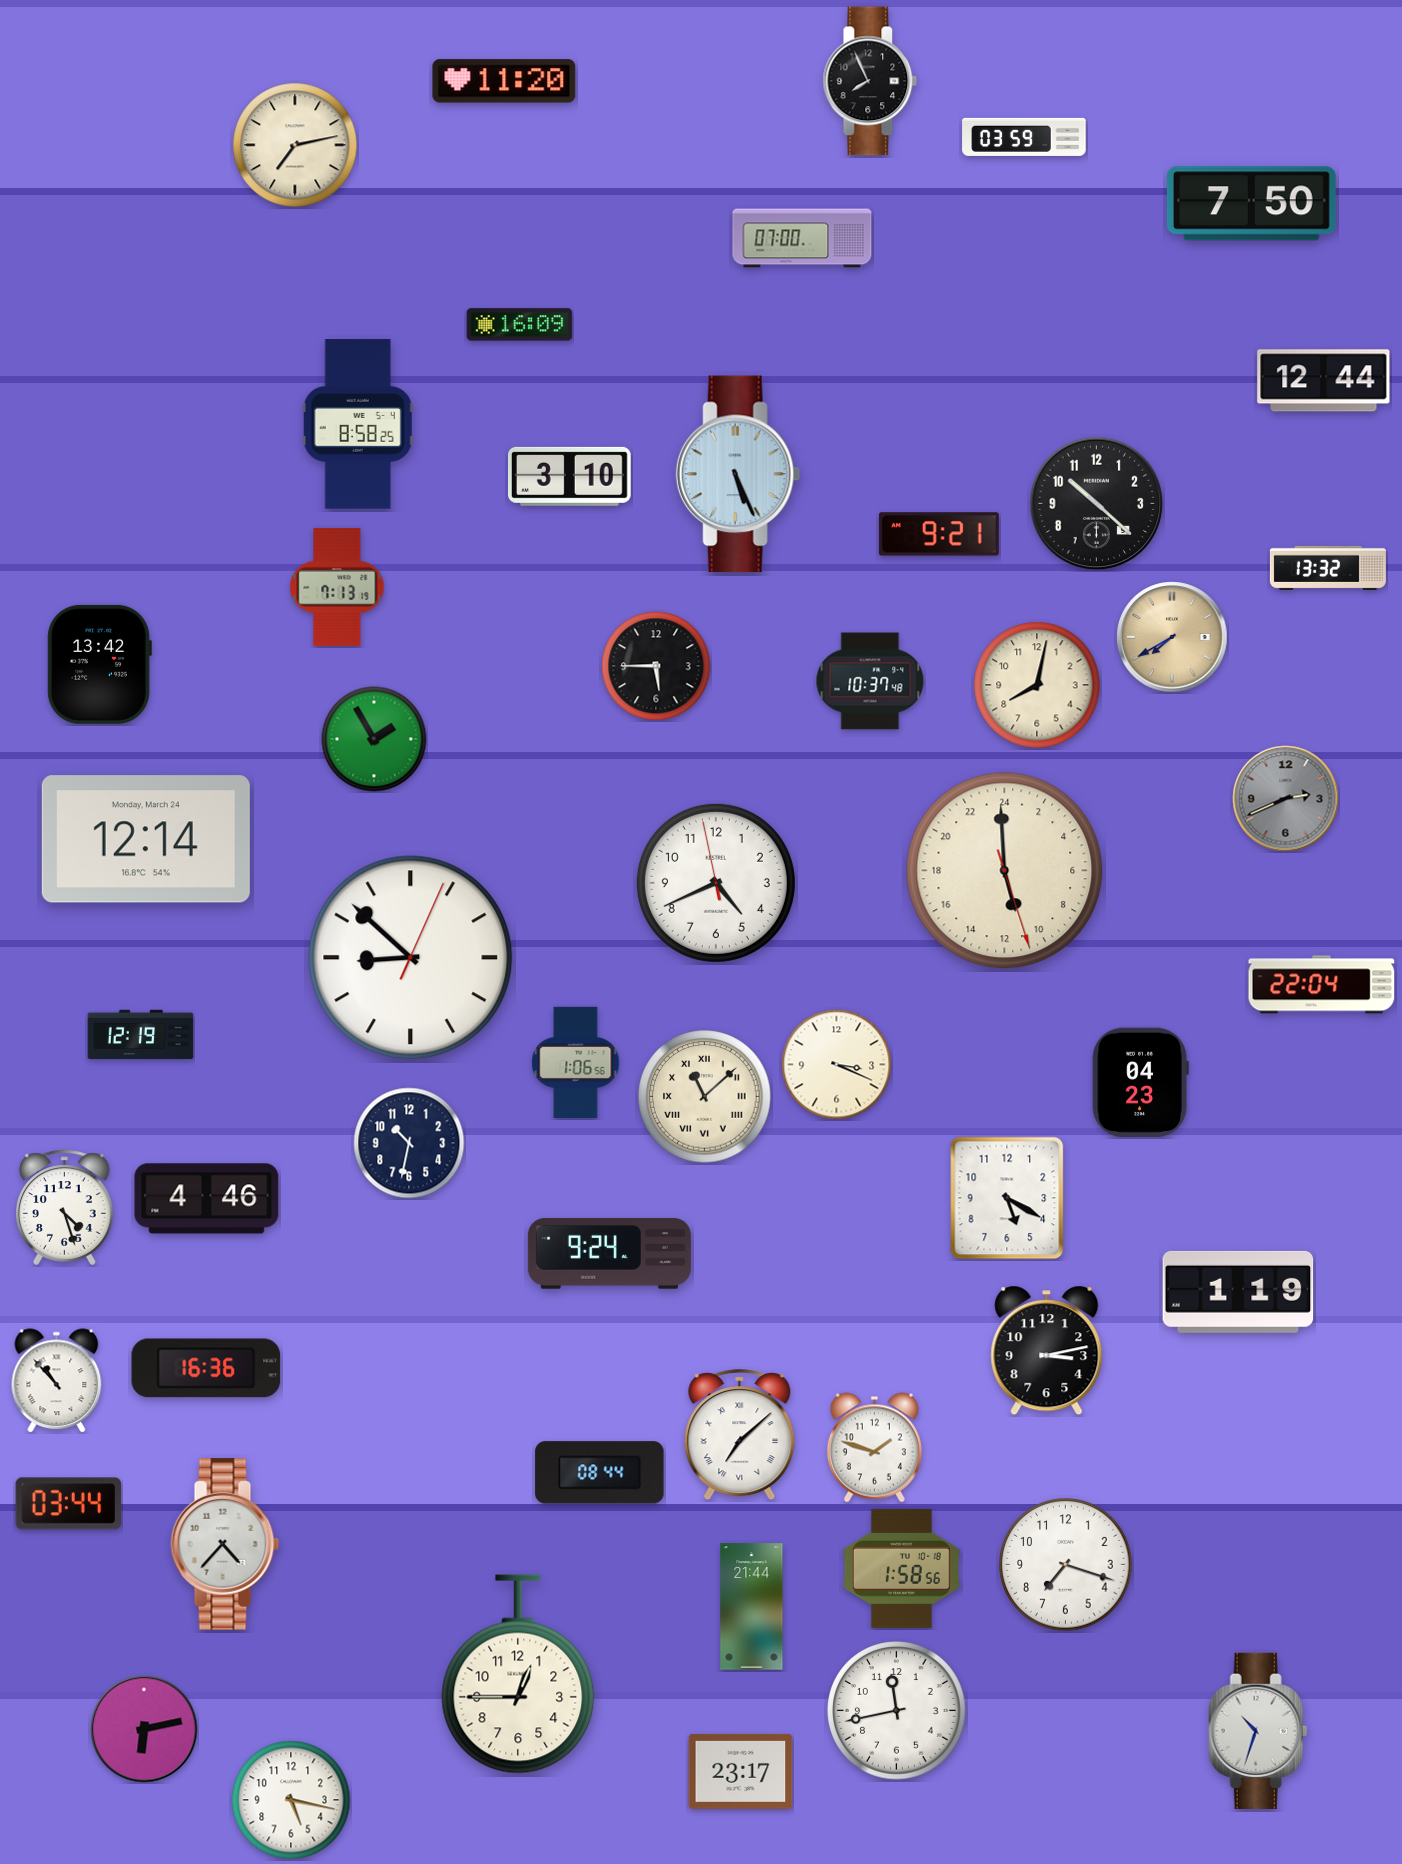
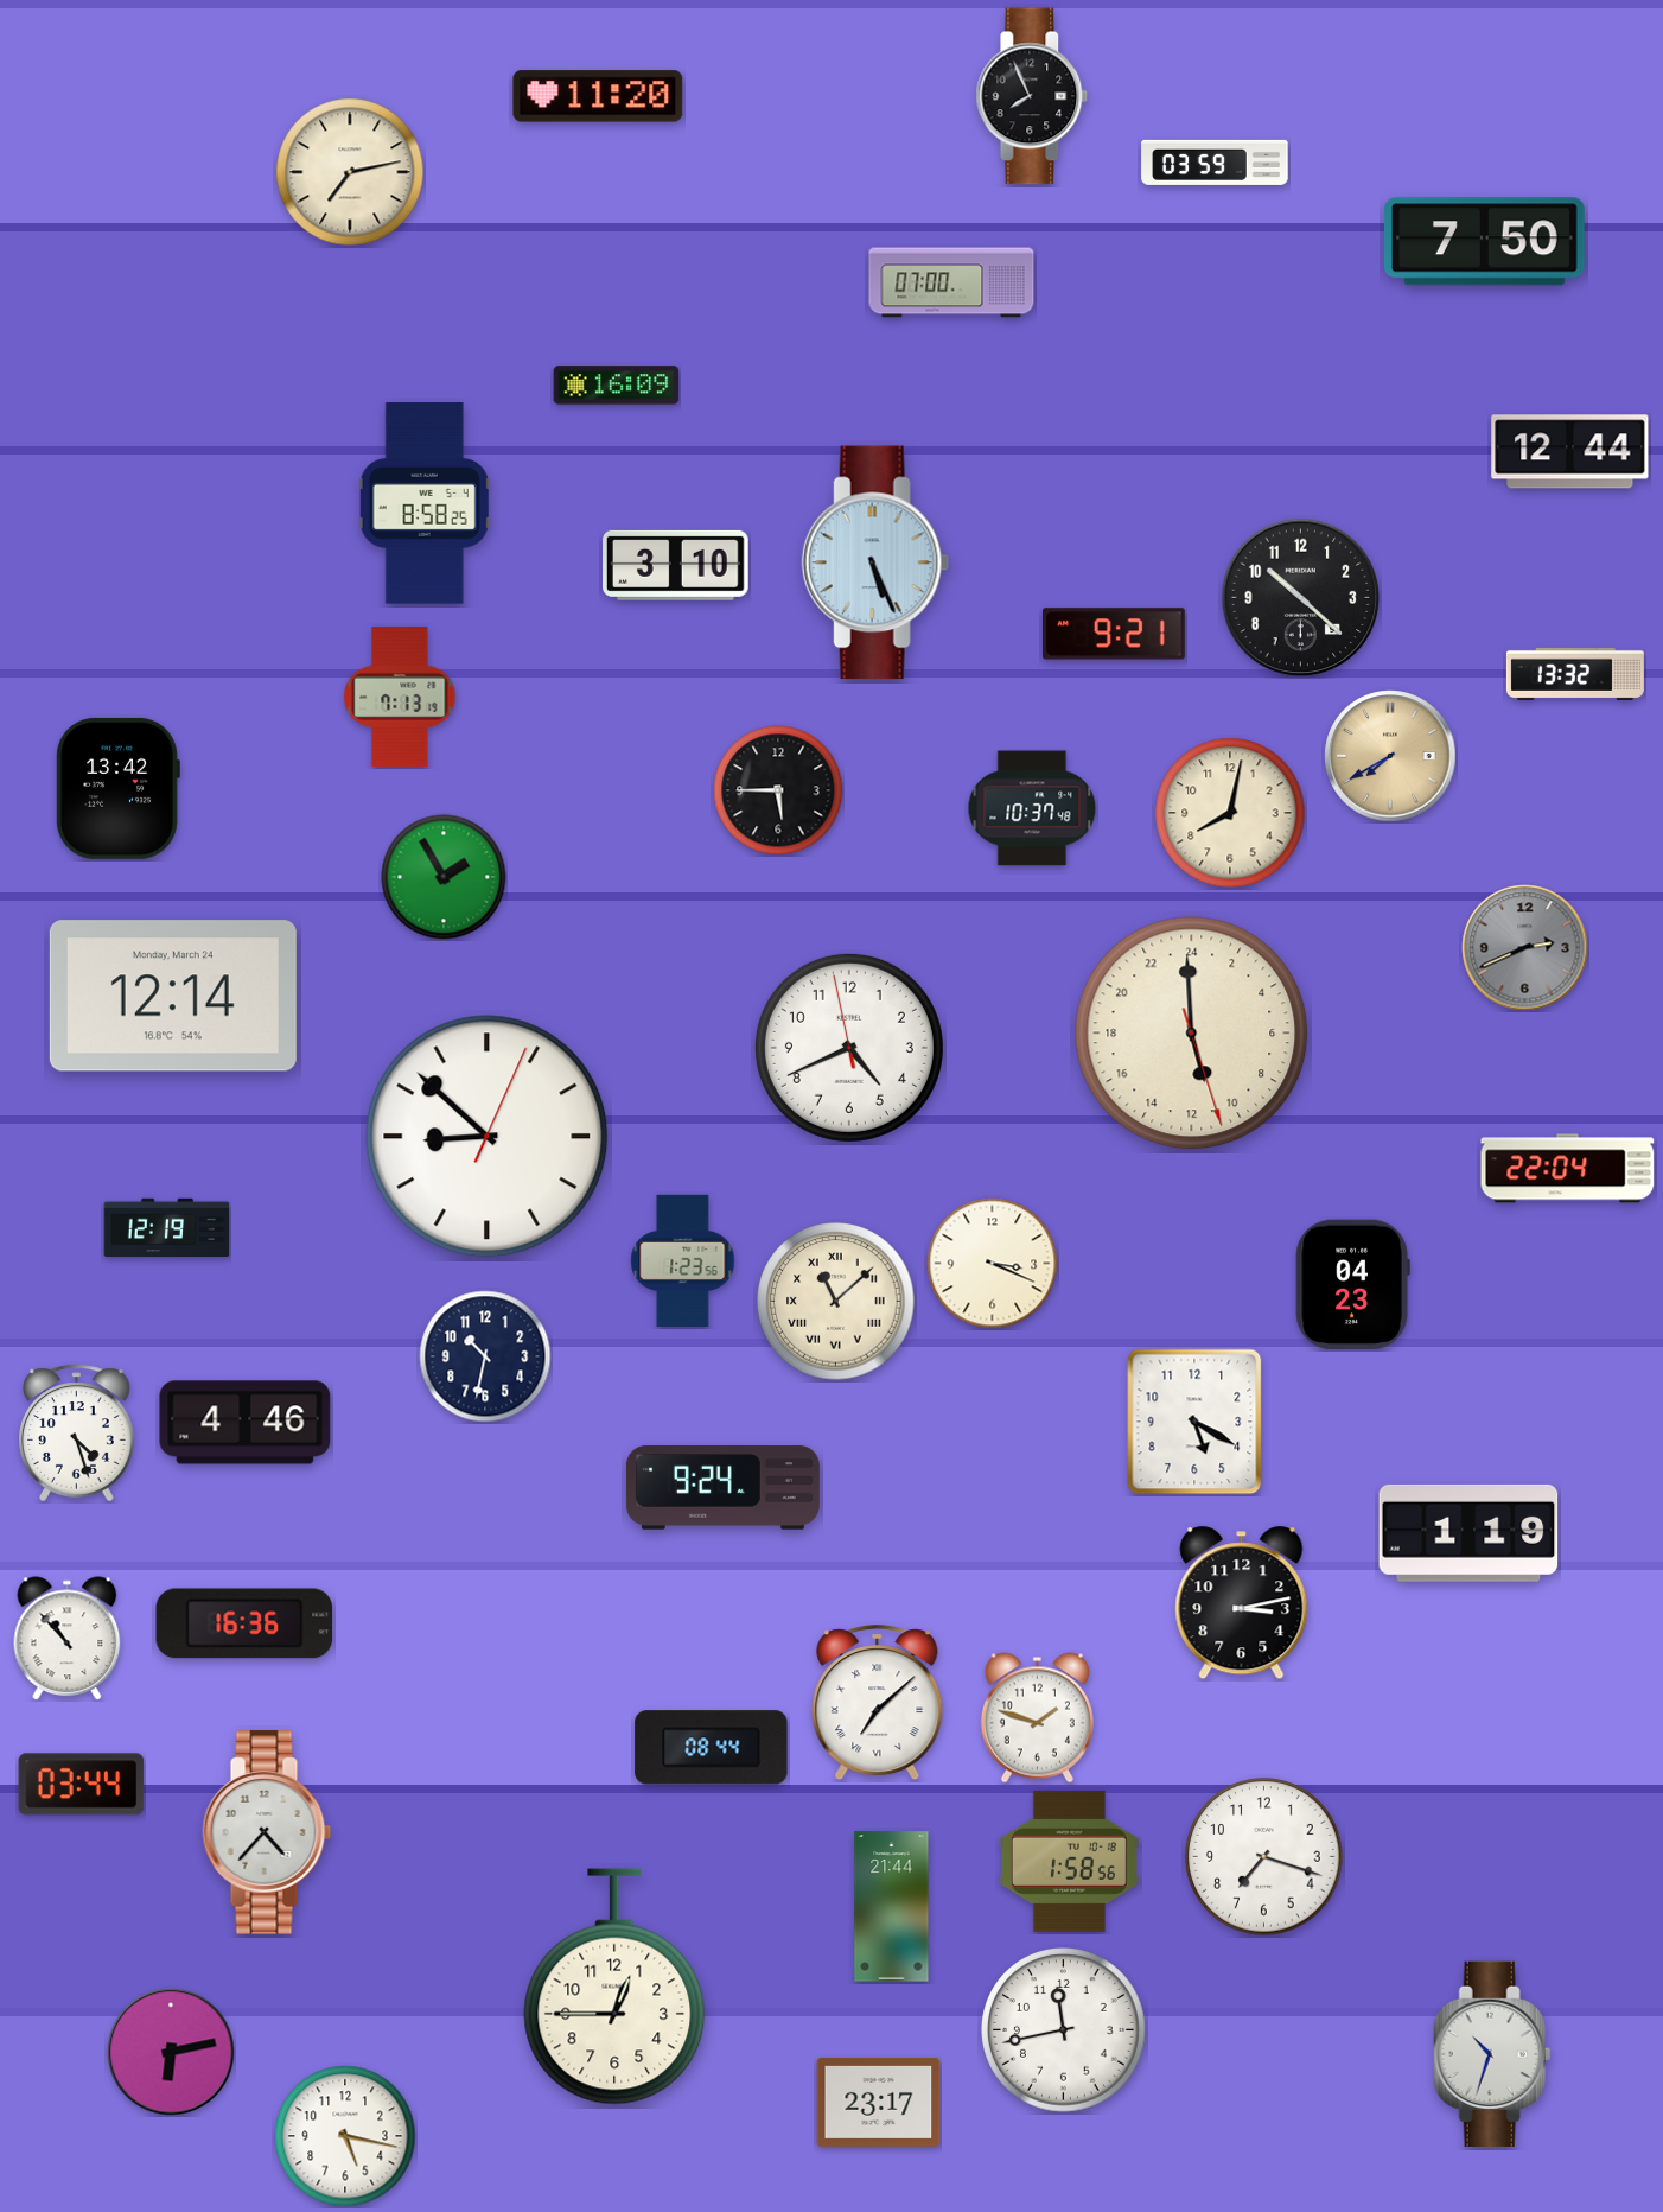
clock at (576, 1062): 1:06 -> 1:23
